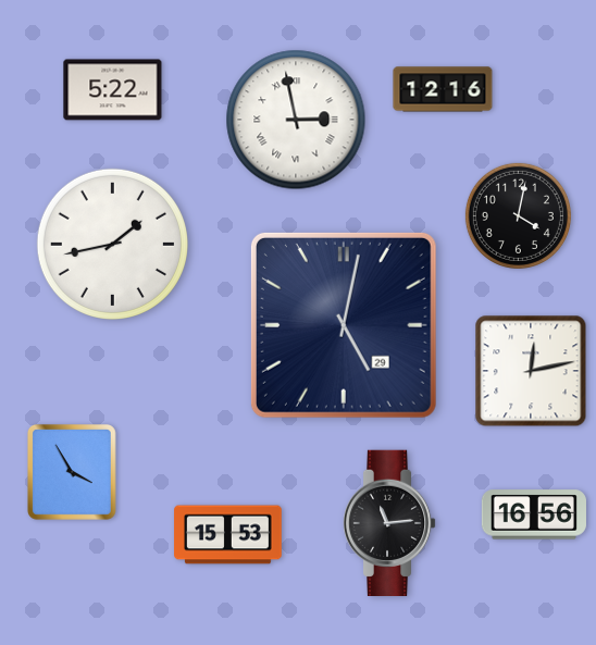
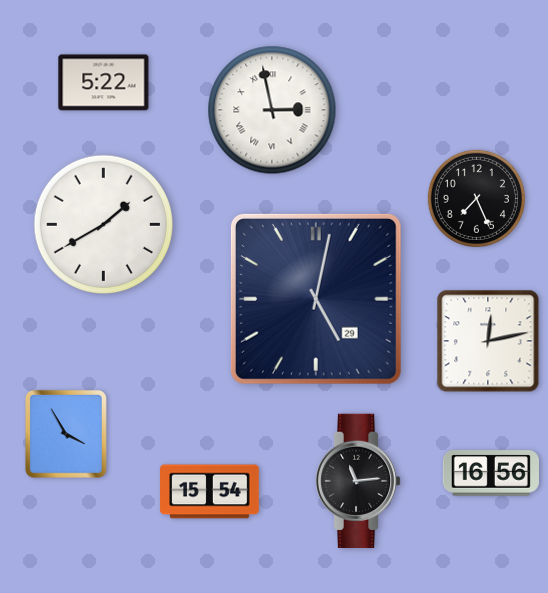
clock at (443, 89): 12:16 -> none
clock at (518, 215): 4:02 -> 7:26
clock at (112, 244): 1:43 -> 1:40
clock at (228, 535): 15:53 -> 15:54
